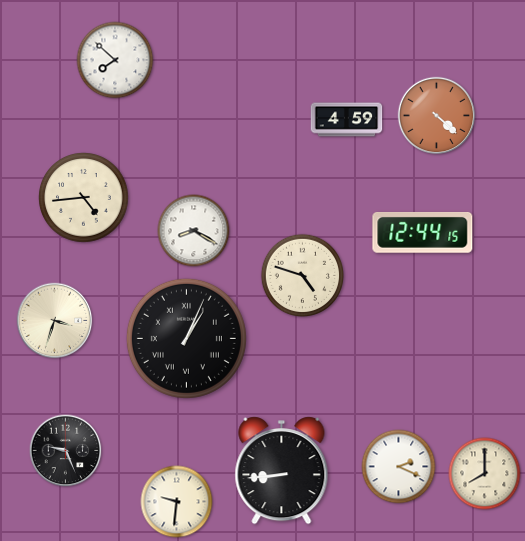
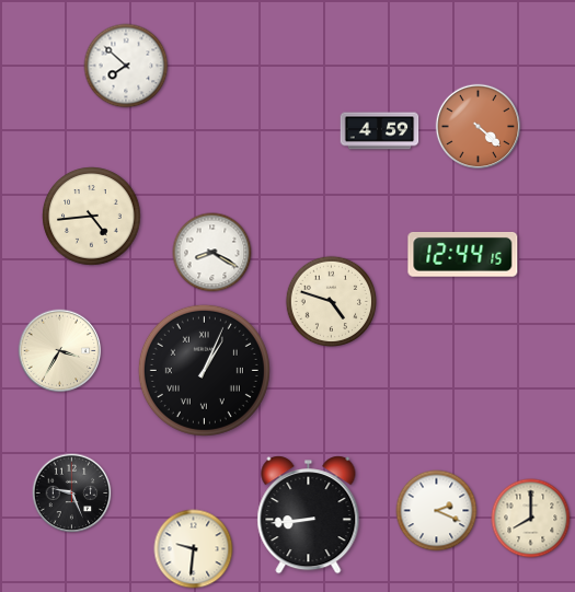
clock at (55, 321): 3:33 -> 3:35
